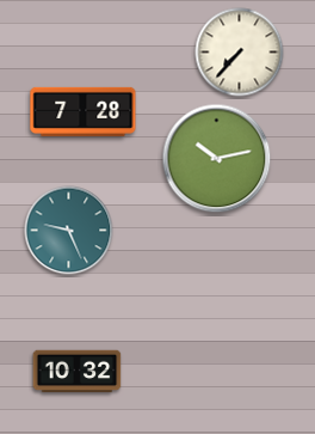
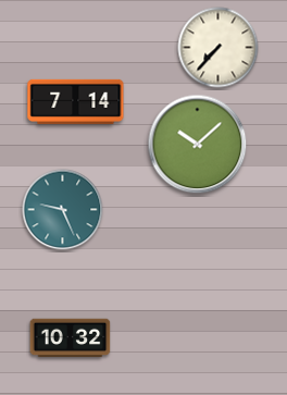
clock at (84, 111): 7:28 -> 7:14
clock at (217, 159): 10:13 -> 10:08
